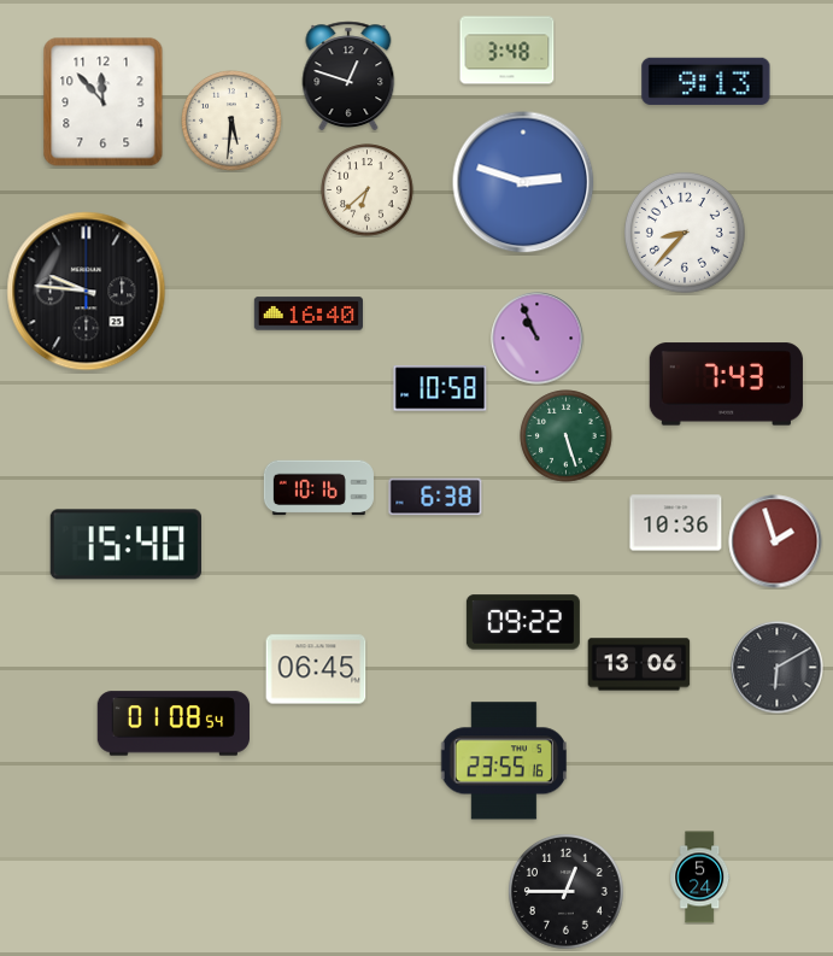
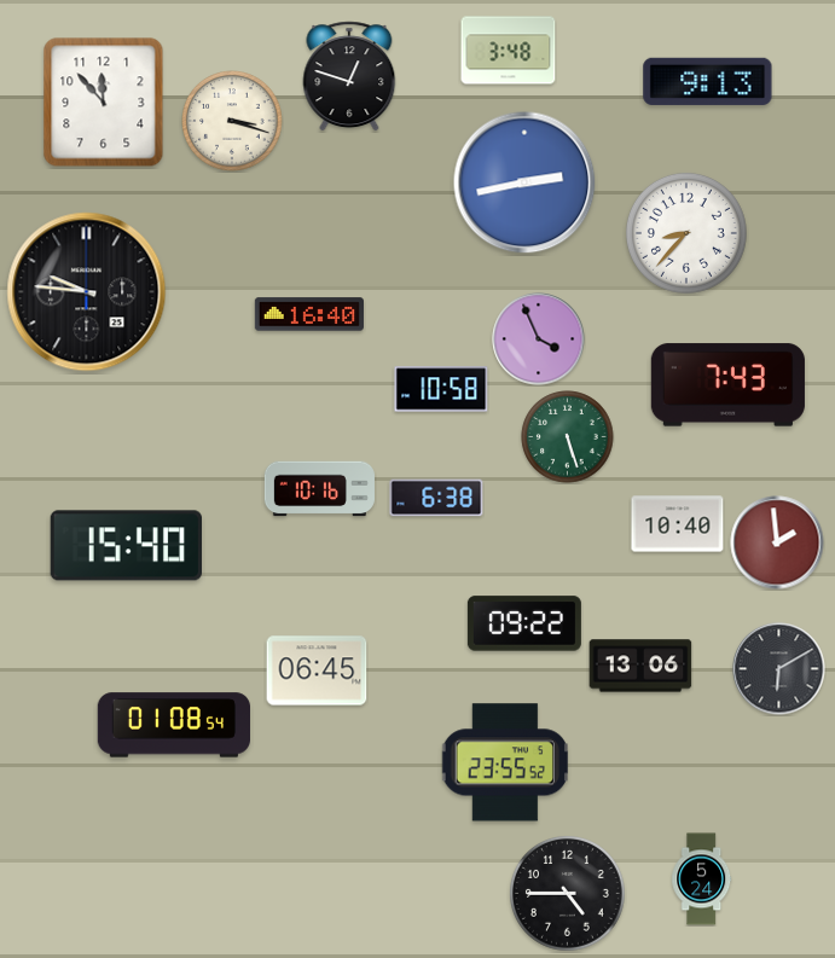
clock at (231, 121): 5:31 -> 3:18
clock at (523, 182): 2:48 -> 2:43
clock at (368, 190): 6:38 -> none
clock at (538, 339): 10:56 -> 3:56
clock at (676, 523): 10:36 -> 10:40
clock at (775, 541): 1:57 -> 1:59
clock at (503, 761): 23:55:16 -> 23:55:52
clock at (567, 892): 12:45 -> 4:45
